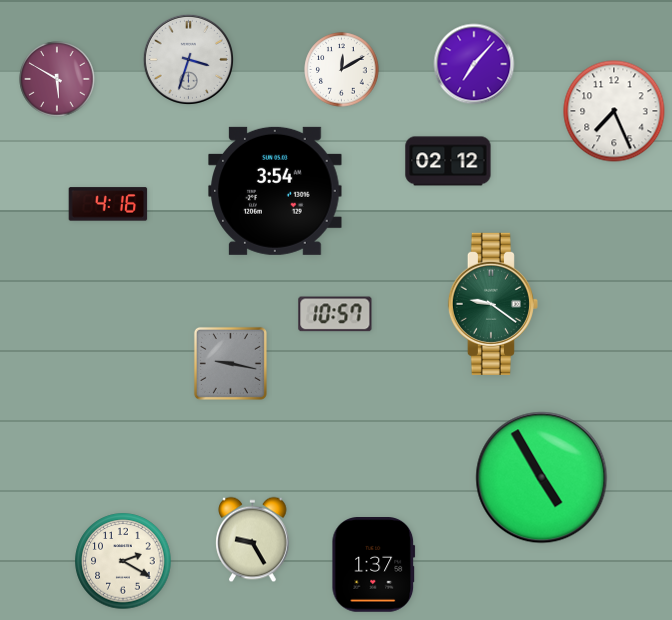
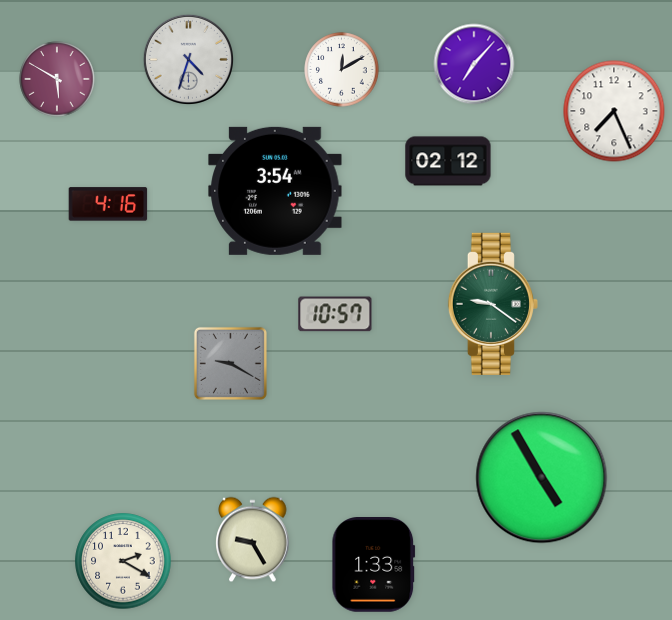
clock at (188, 59): 3:33 -> 4:33
clock at (230, 363): 9:17 -> 9:20
clock at (374, 565): 1:37 -> 1:33
